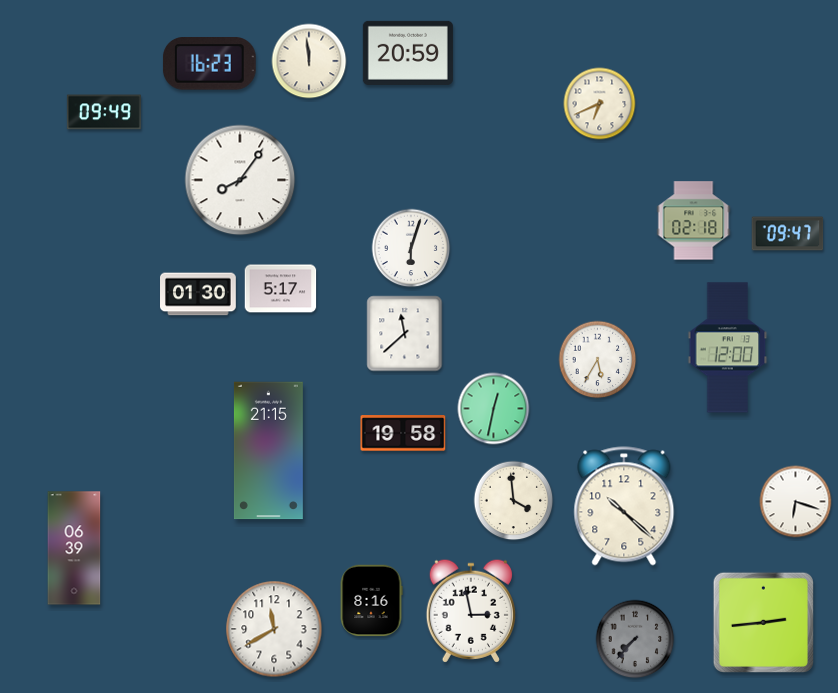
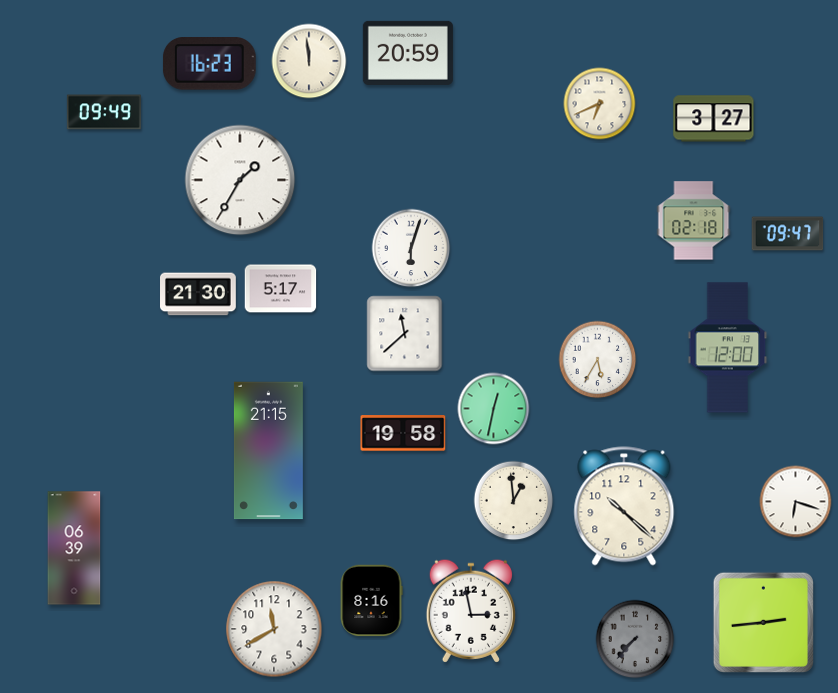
clock at (714, 119): none -> 3:27
clock at (240, 180): 8:06 -> 1:35
clock at (199, 294): 01:30 -> 21:30
clock at (514, 501): 3:59 -> 12:59
